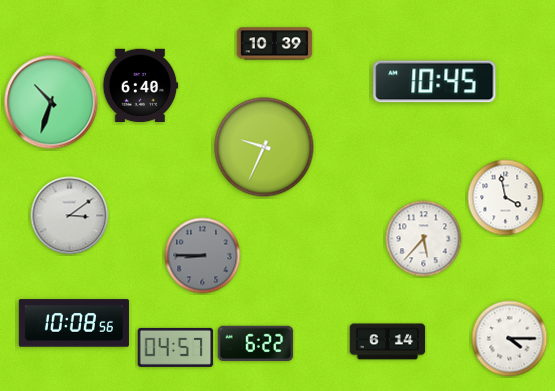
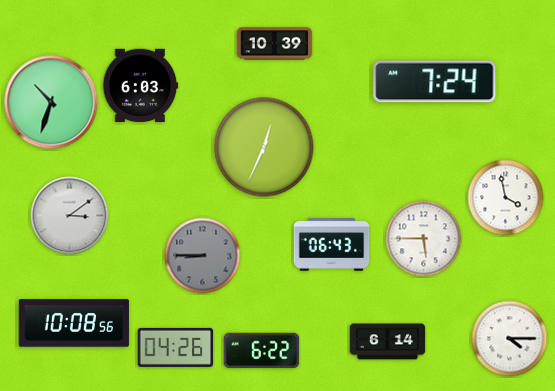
clock at (435, 82): 10:45 -> 7:24
clock at (140, 85): 6:40 -> 6:03
clock at (264, 147): 9:34 -> 12:34
clock at (424, 239): 5:37 -> 5:45
clock at (332, 245): none -> 06:43
clock at (256, 344) position: (256, 344) -> (262, 351)
clock at (176, 347): 04:57 -> 04:26
